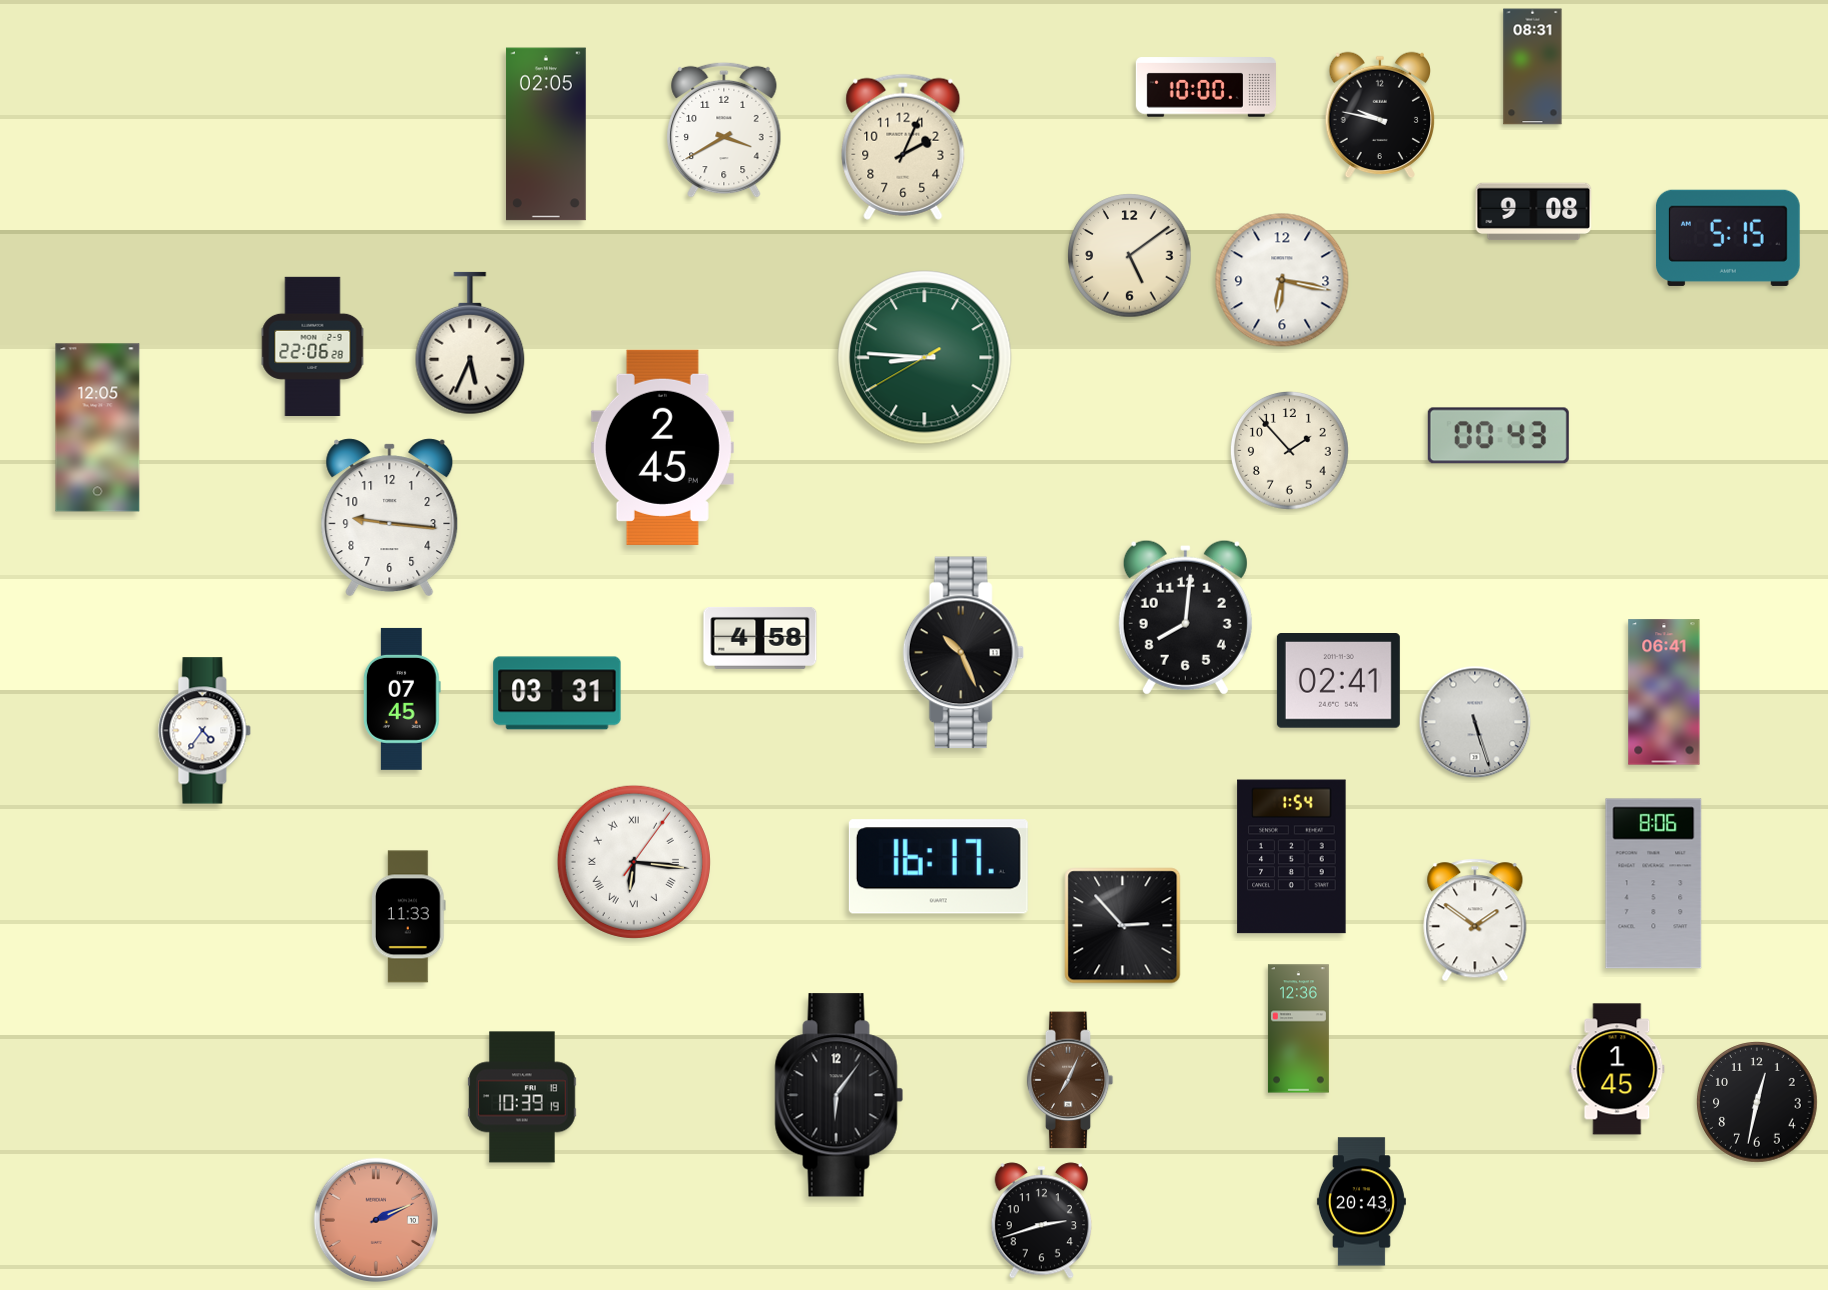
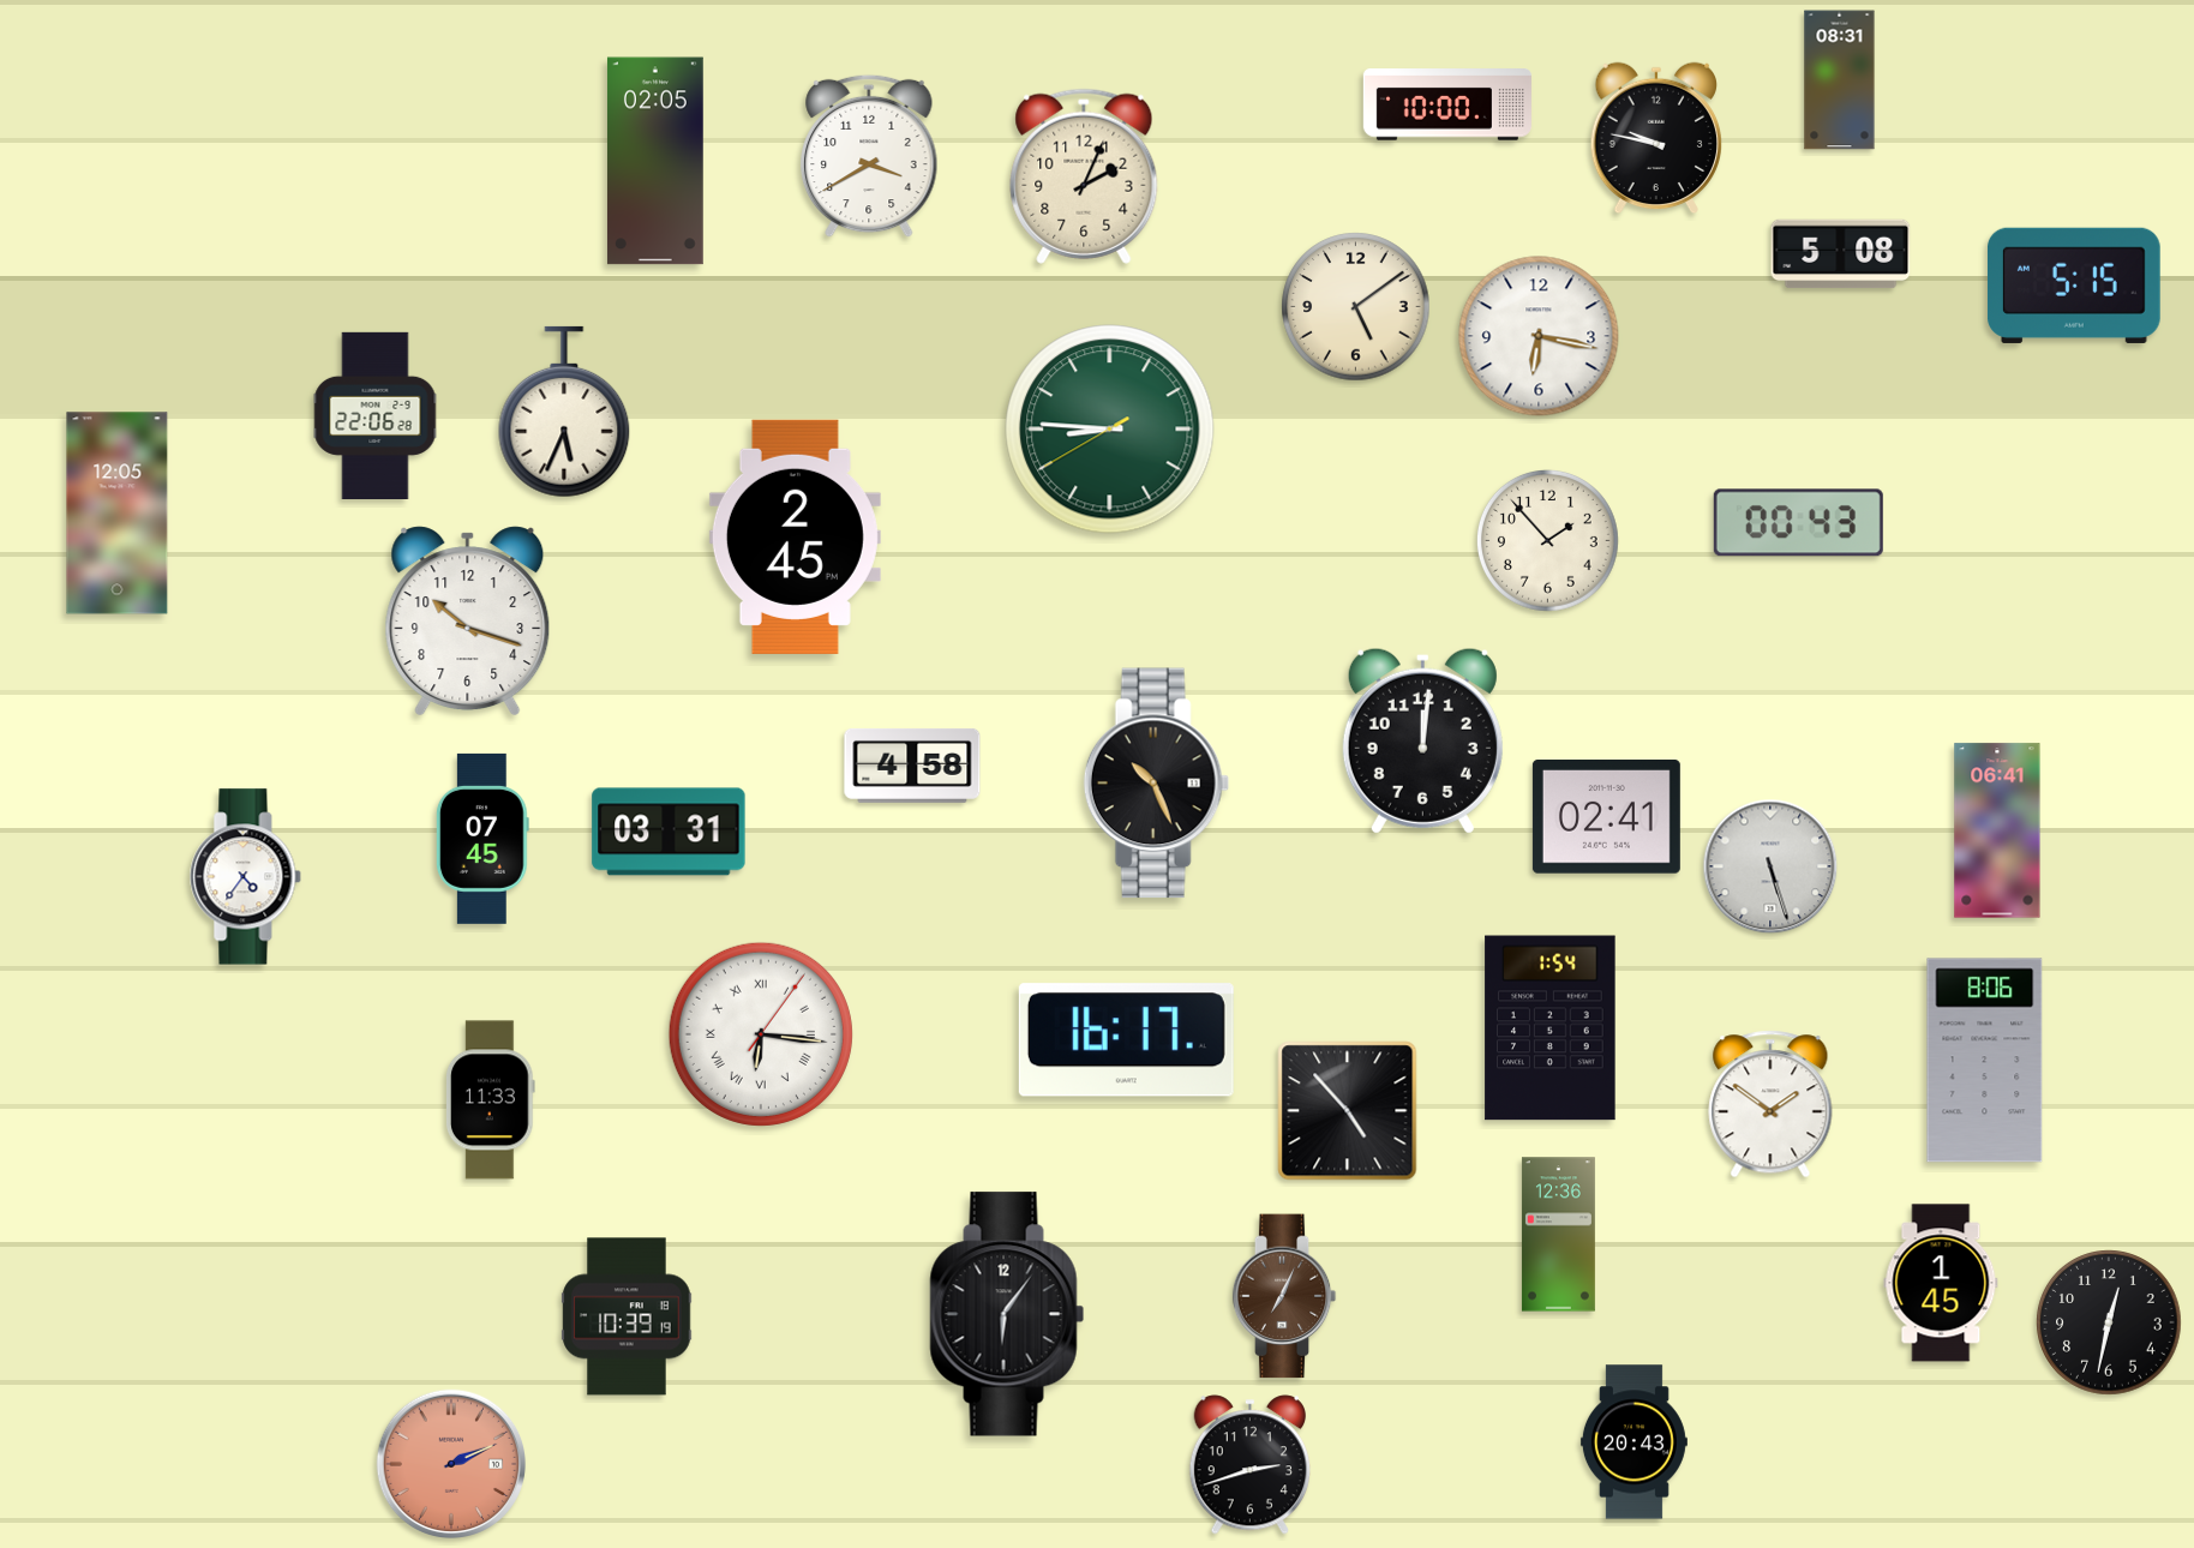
clock at (1534, 212): 9:08 -> 5:08
clock at (390, 518): 9:16 -> 10:18
clock at (1185, 617): 8:01 -> 12:01
clock at (1123, 926): 2:53 -> 4:53
